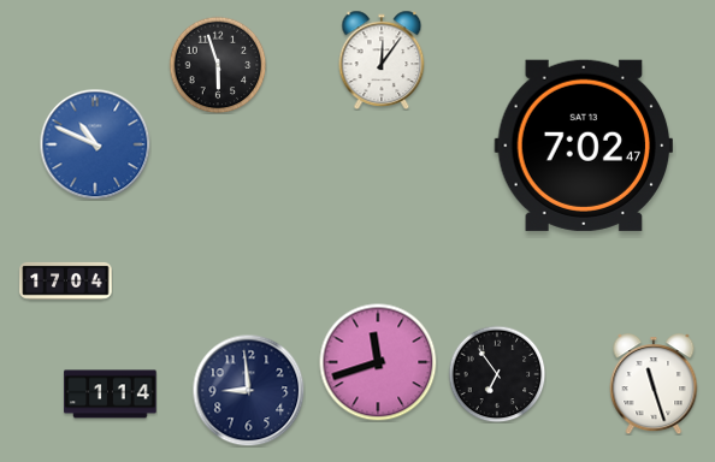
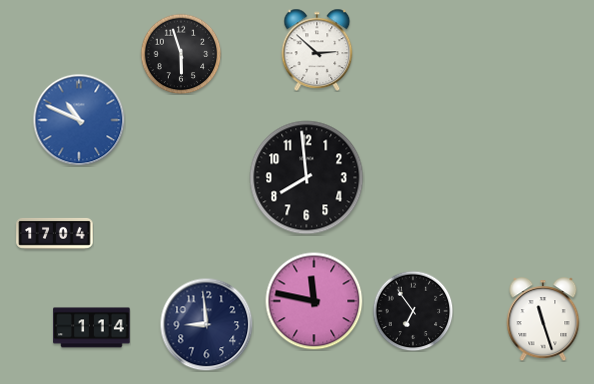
clock at (382, 59): 12:06 -> 2:52
clock at (584, 146): 7:02 -> none
clock at (307, 178): none -> 7:59
clock at (378, 362): 11:42 -> 11:47
